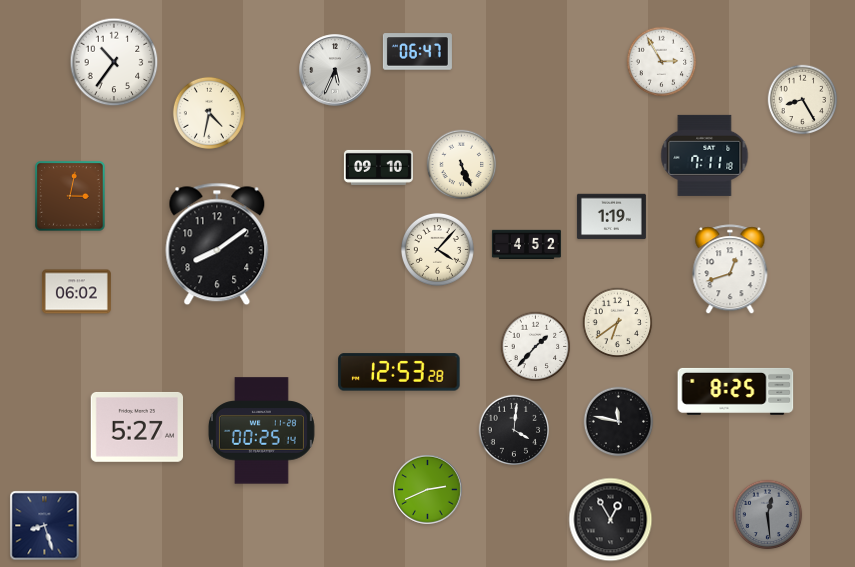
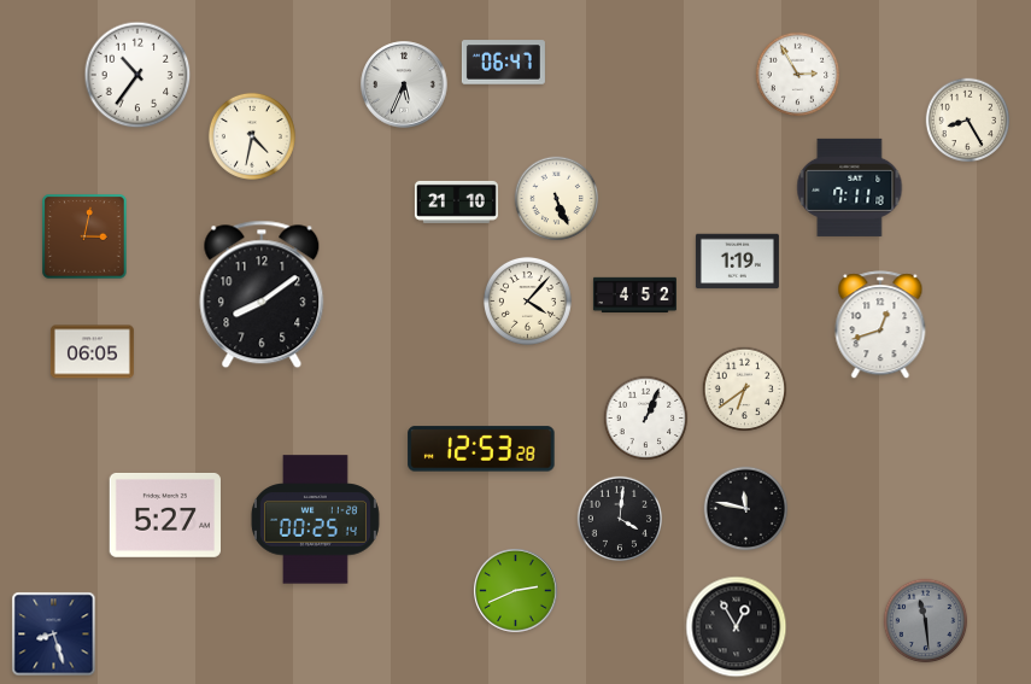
clock at (378, 167): 09:10 -> 21:10
clock at (76, 292): 06:02 -> 06:05
clock at (536, 347): 1:37 -> 1:04
clock at (736, 391): 8:25 -> none
clock at (768, 515): 12:29 -> 11:29
